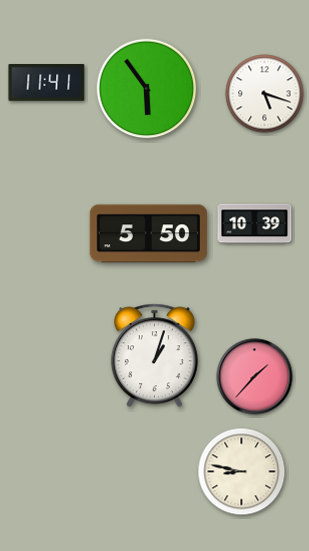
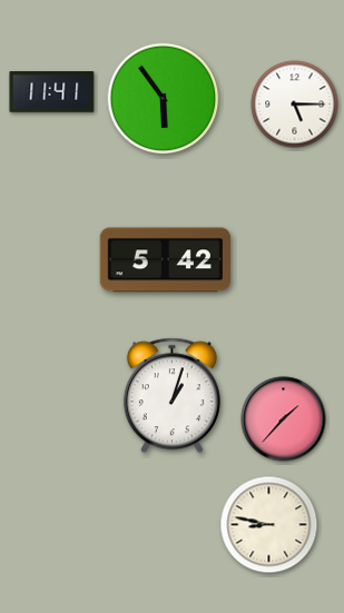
clock at (265, 94): 5:18 -> 5:15
clock at (255, 224): 10:39 -> none
clock at (149, 234): 5:50 -> 5:42
